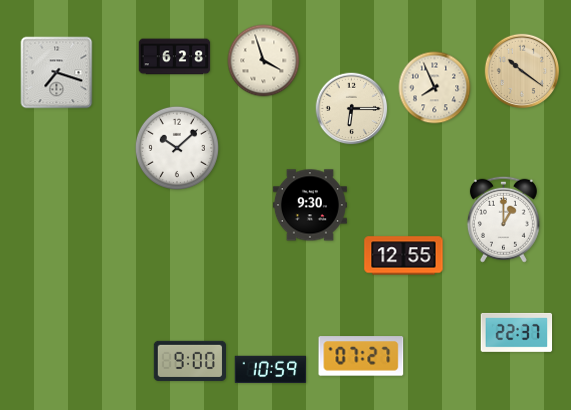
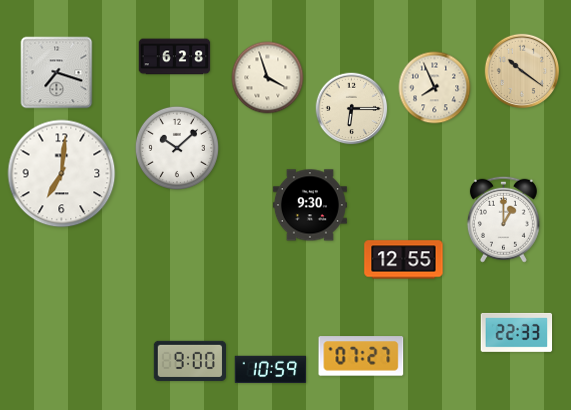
clock at (264, 61) position: (264, 61) -> (268, 78)
clock at (62, 174): none -> 7:01
clock at (404, 256) position: (404, 256) -> (404, 260)
clock at (517, 332): 22:37 -> 22:33
